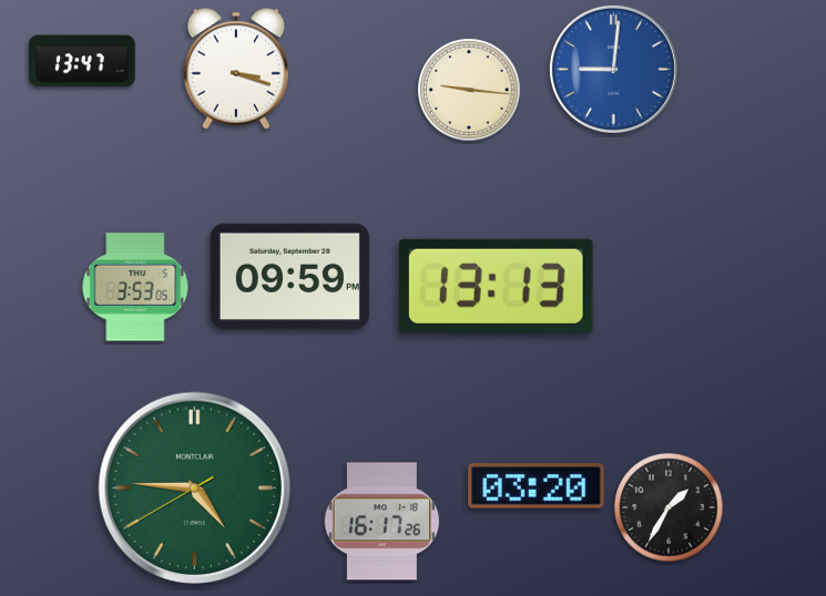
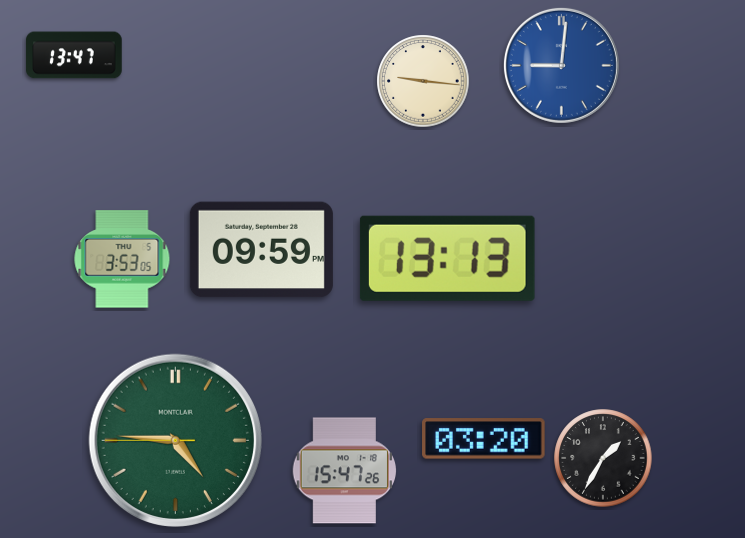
clock at (236, 69): 3:18 -> none
clock at (613, 69) position: (613, 69) -> (561, 65)
clock at (195, 489): 4:45:40 -> 4:45:45
clock at (381, 522): 16:17 -> 15:47
